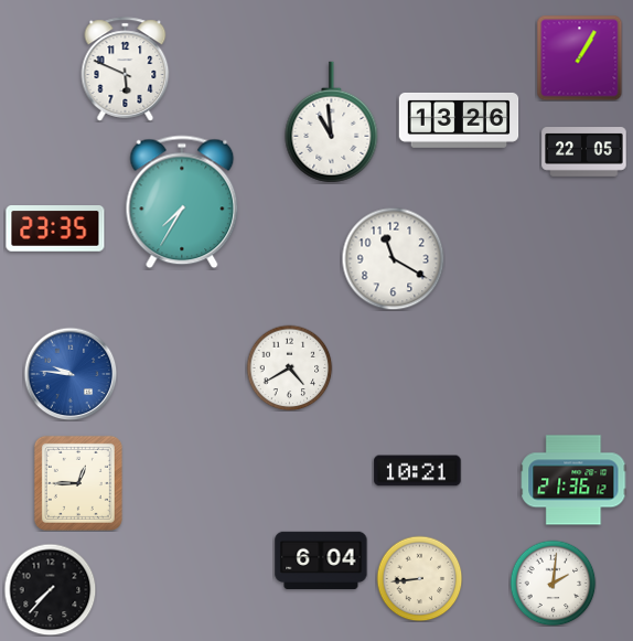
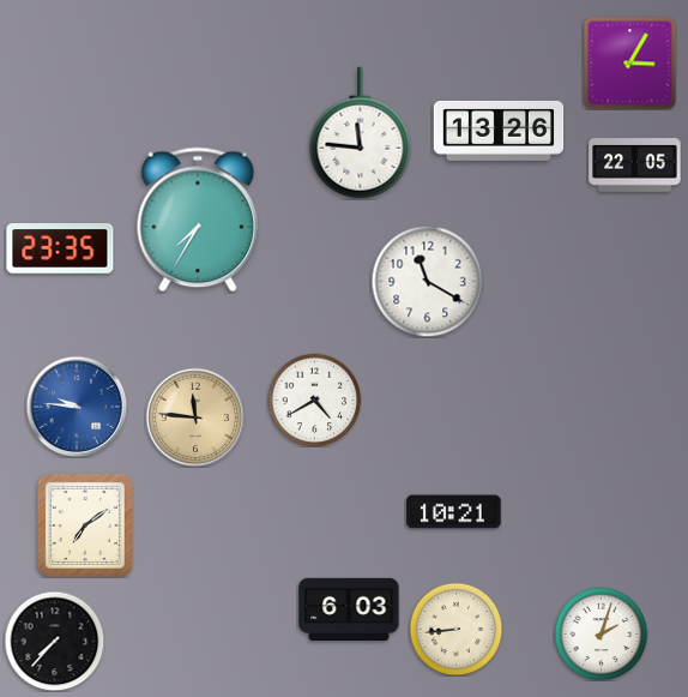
clock at (579, 57): 1:05 -> 3:05
clock at (126, 70): 5:49 -> none
clock at (332, 122): 10:59 -> 11:46
clock at (195, 417): none -> 11:46
clock at (573, 480): 21:36 -> none
clock at (78, 483): 12:45 -> 7:09
clock at (321, 559): 6:04 -> 6:03
clock at (552, 583): 2:01 -> 2:03
